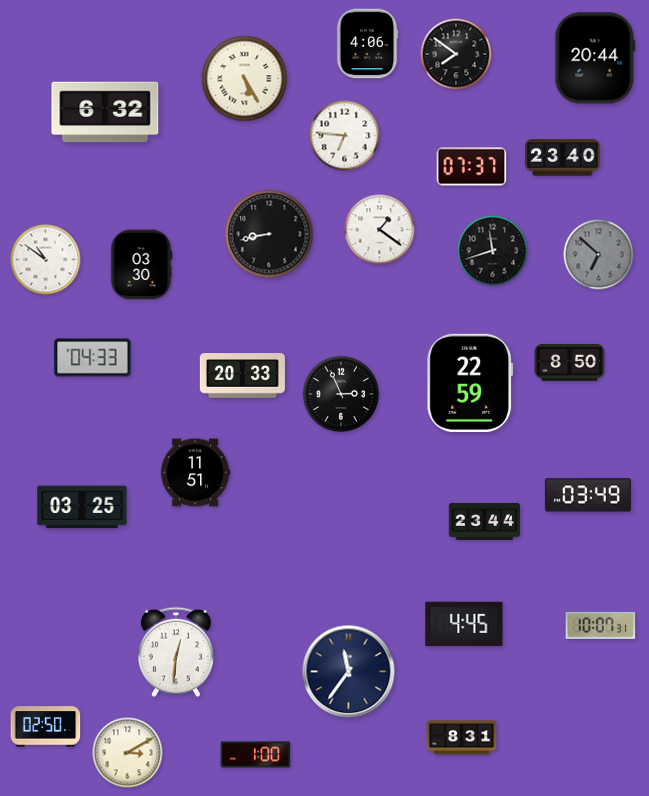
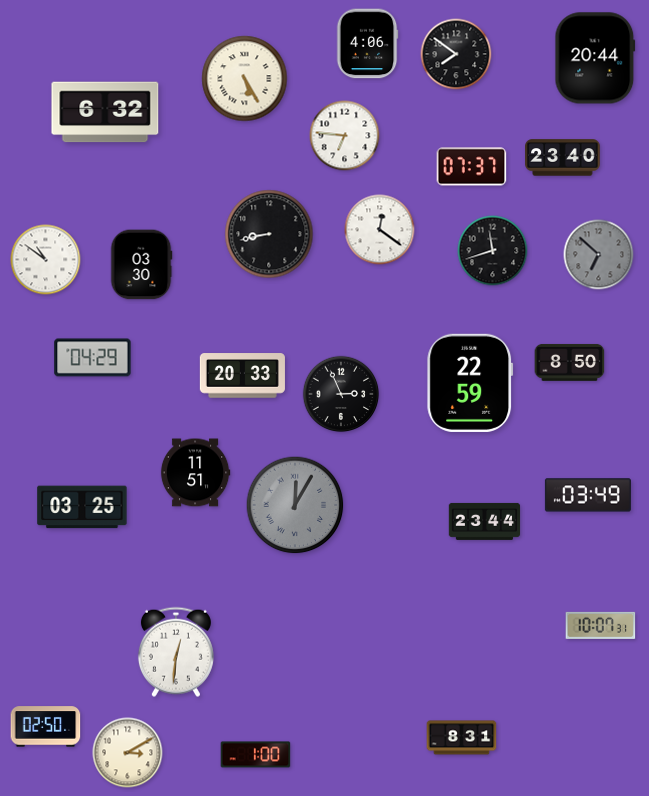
clock at (380, 230): 1:21 -> 12:21
clock at (93, 358): 04:33 -> 04:29
clock at (295, 505): none -> 12:05
clock at (464, 624): 4:45 -> none
clock at (349, 672): 11:36 -> none
